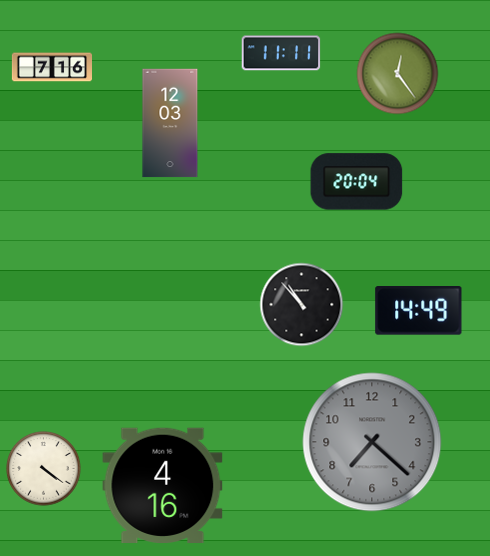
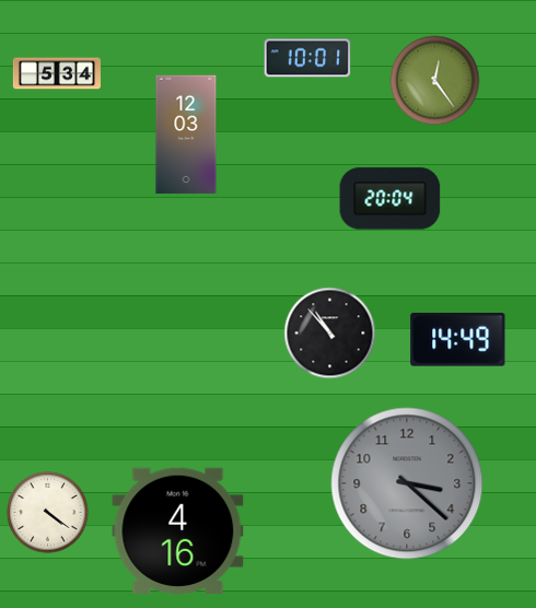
clock at (281, 53): 11:11 -> 10:01
clock at (51, 67): 7:16 -> 5:34
clock at (372, 442): 7:22 -> 3:22
